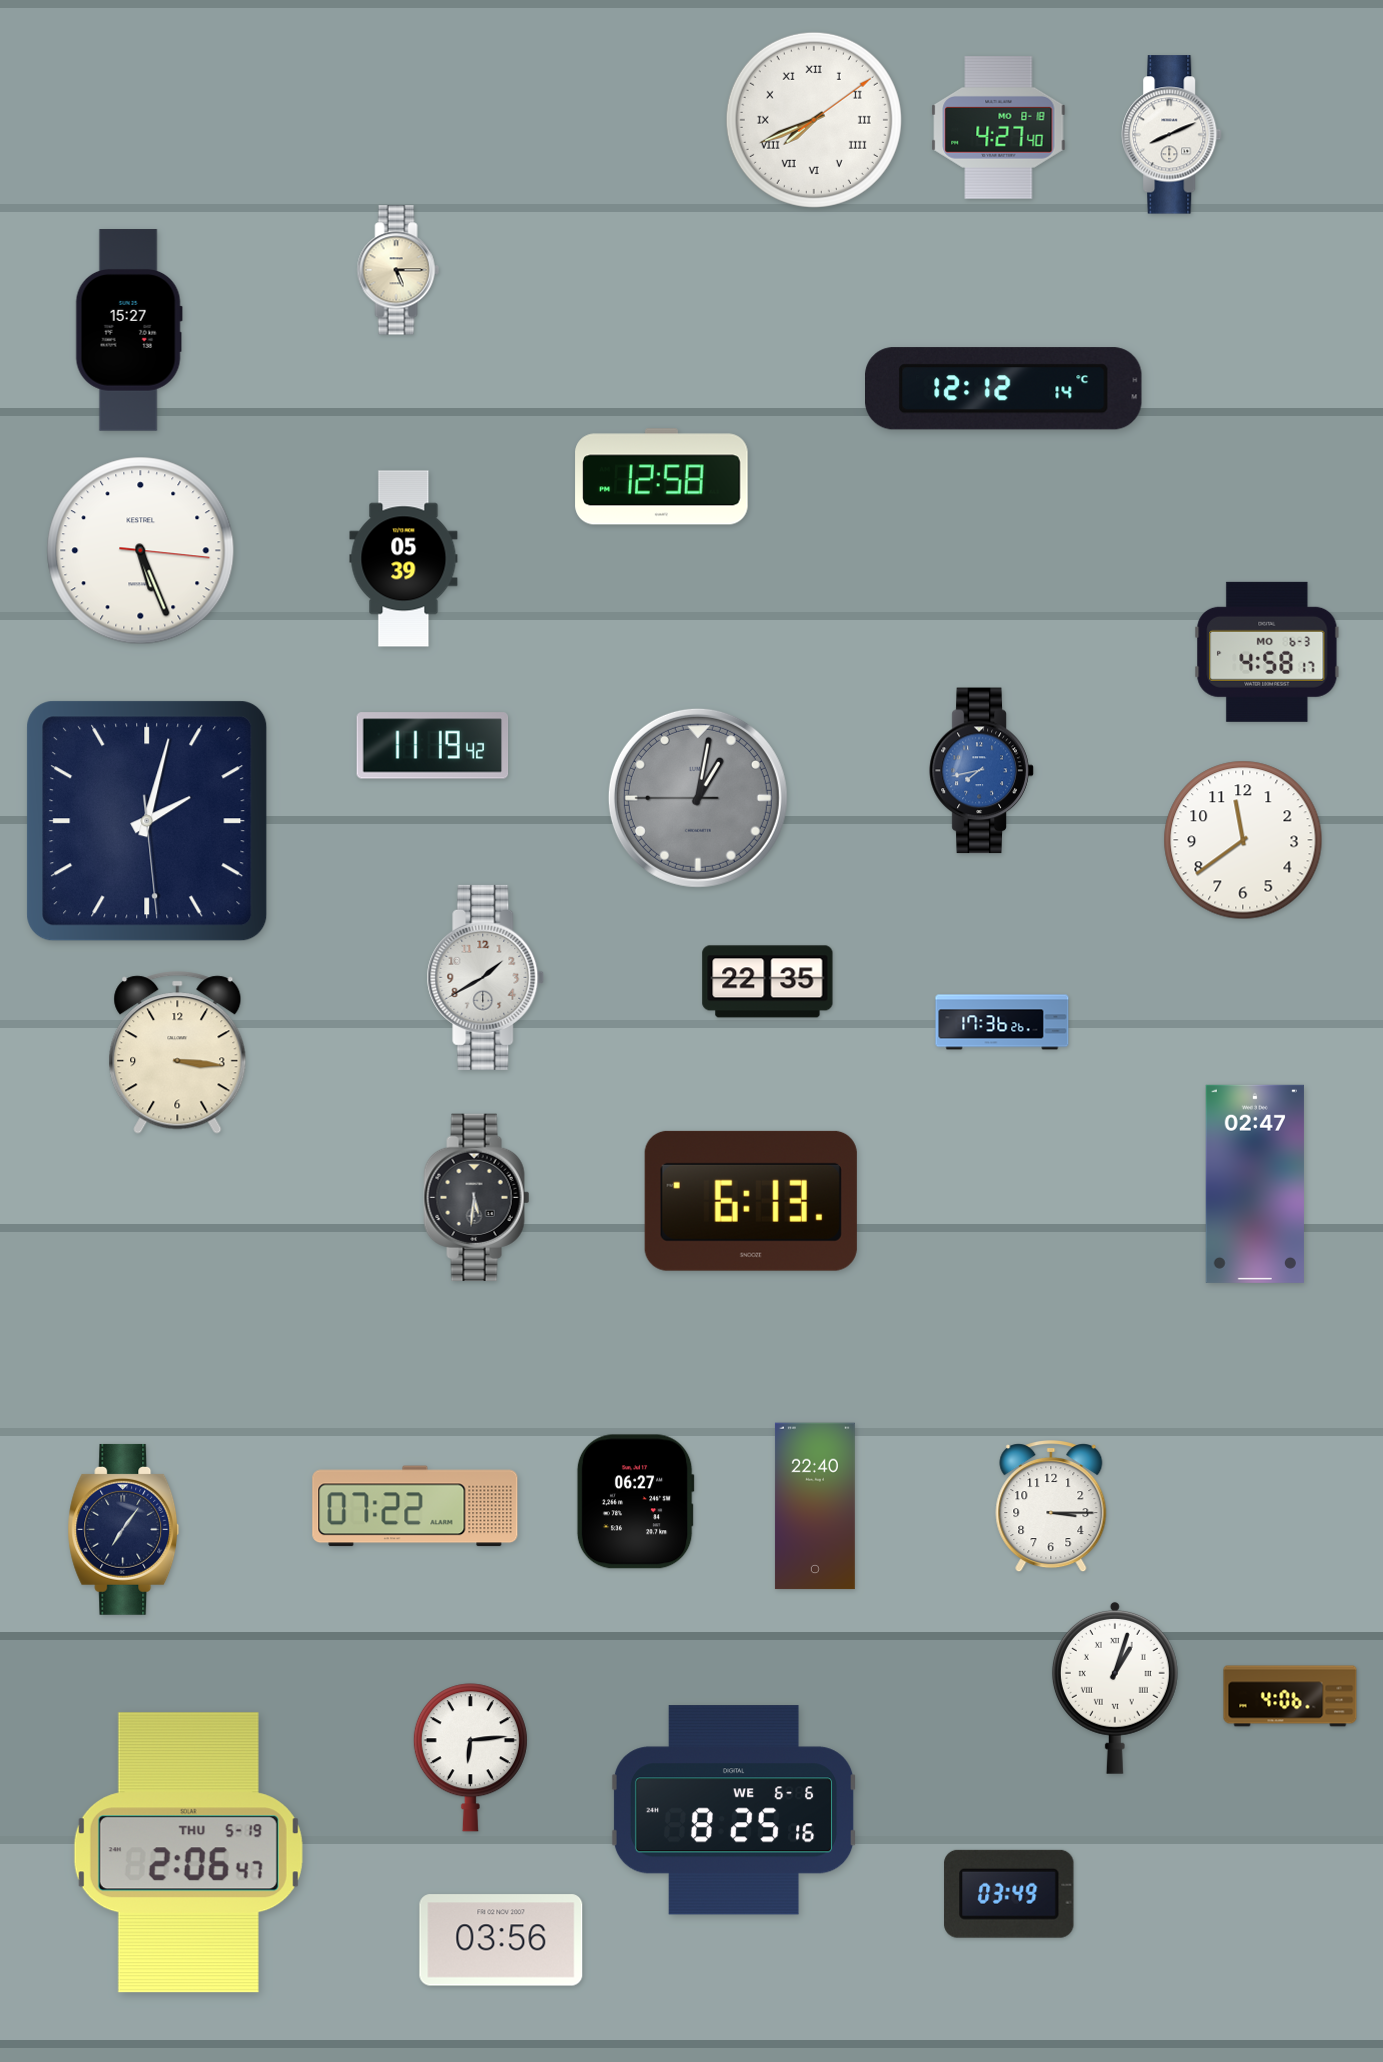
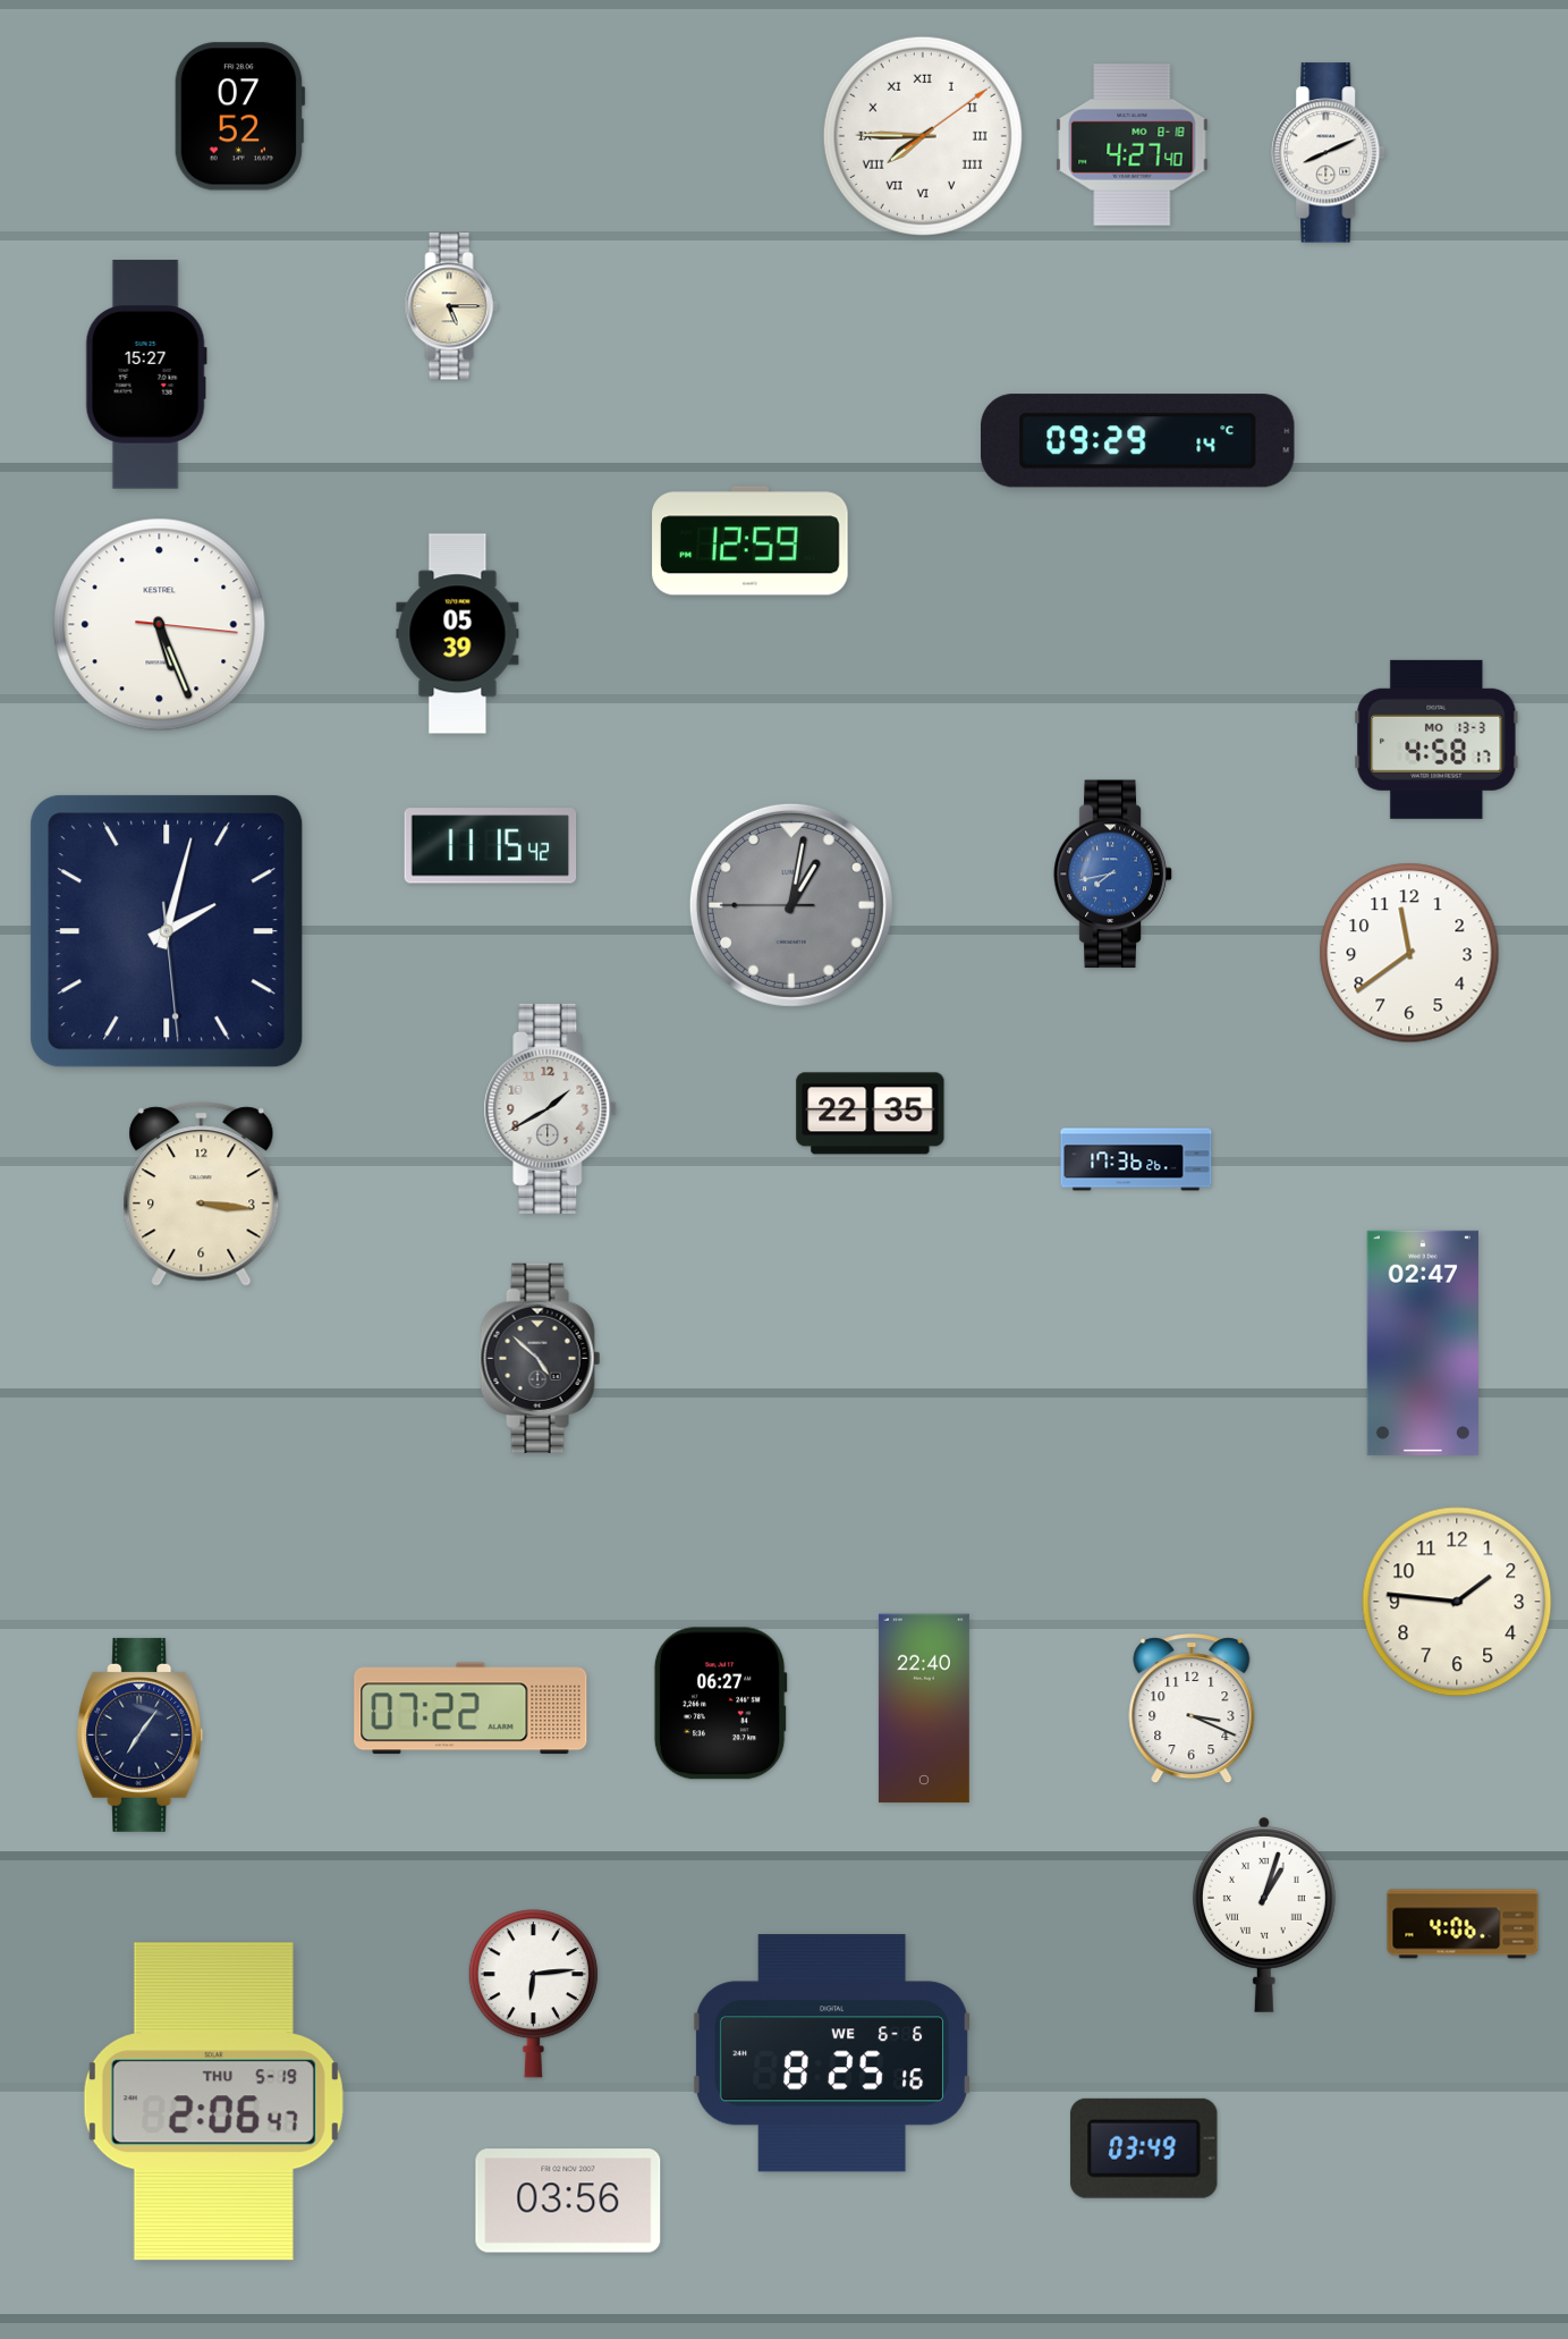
clock at (239, 117): none -> 07:52
clock at (814, 120): 7:41 -> 7:45
clock at (1004, 389): 12:12 -> 09:29
clock at (662, 477): 12:58 -> 12:59
clock at (1267, 652) date: MO 6-3 -> MO 13-3
clock at (433, 746): 11:19 -> 11:15
clock at (477, 1197): 5:31 -> 4:52
clock at (751, 1201): 6:13 -> none
clock at (1457, 1602): none -> 1:46
clock at (1051, 1507): 3:15 -> 3:19
